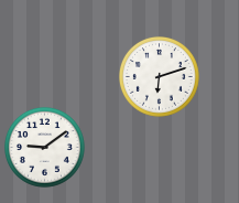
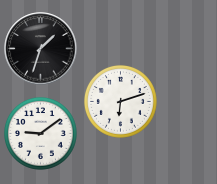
clock at (41, 49): none -> 1:33
clock at (159, 76) position: (159, 76) -> (120, 101)
